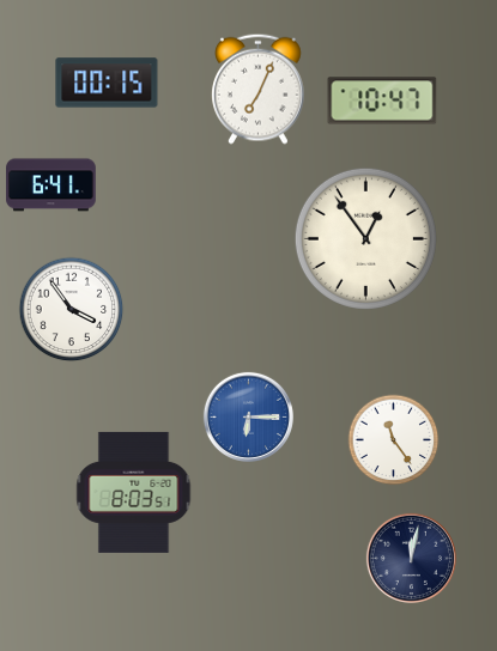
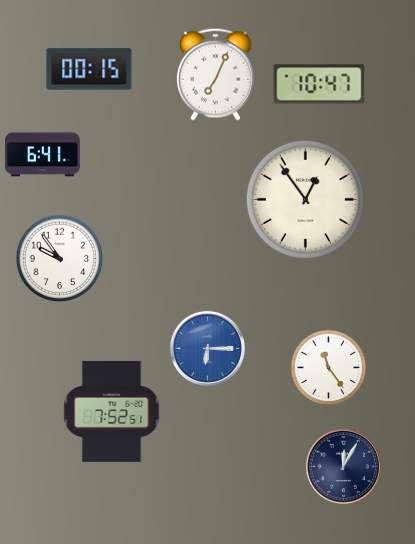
clock at (72, 310): 3:54 -> 9:54
clock at (134, 492): 8:03 -> 7:52
clock at (411, 558): 12:02 -> 12:05
